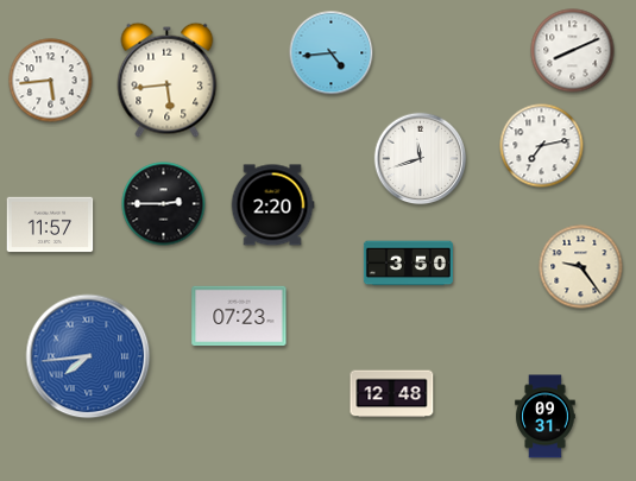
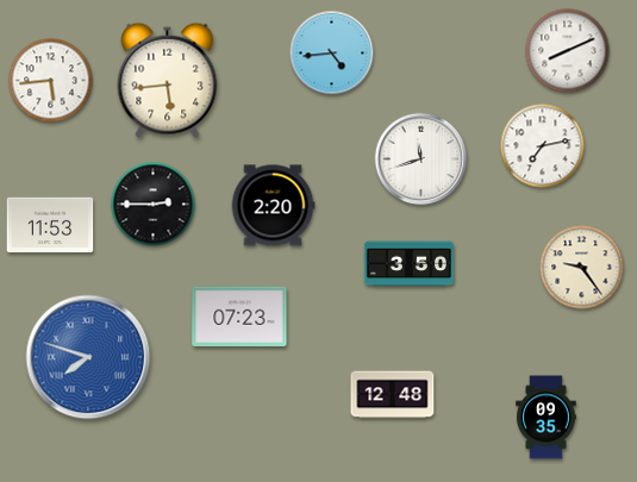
clock at (573, 51) position: (573, 51) -> (568, 51)
clock at (164, 204) position: (164, 204) -> (154, 205)
clock at (50, 224): 11:57 -> 11:53
clock at (88, 356): 7:44 -> 7:48
clock at (546, 417): 09:31 -> 09:35
